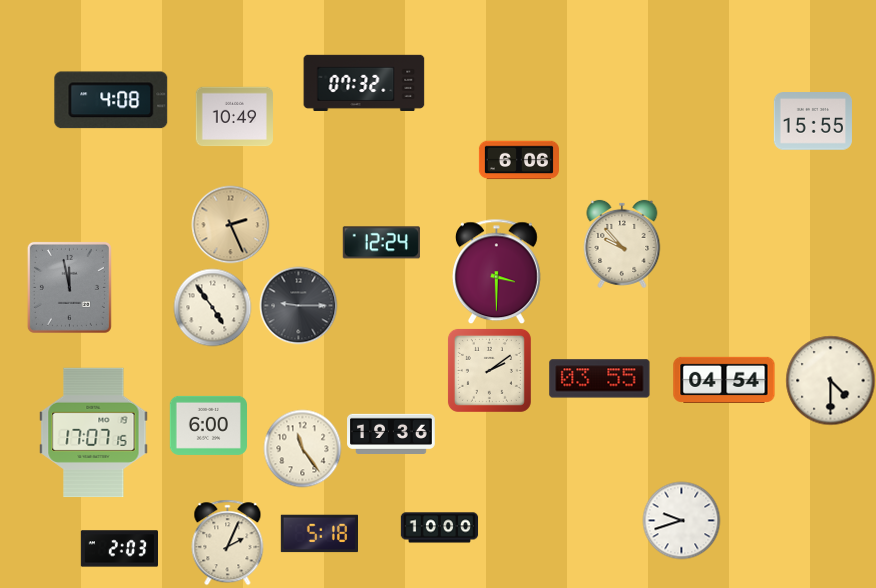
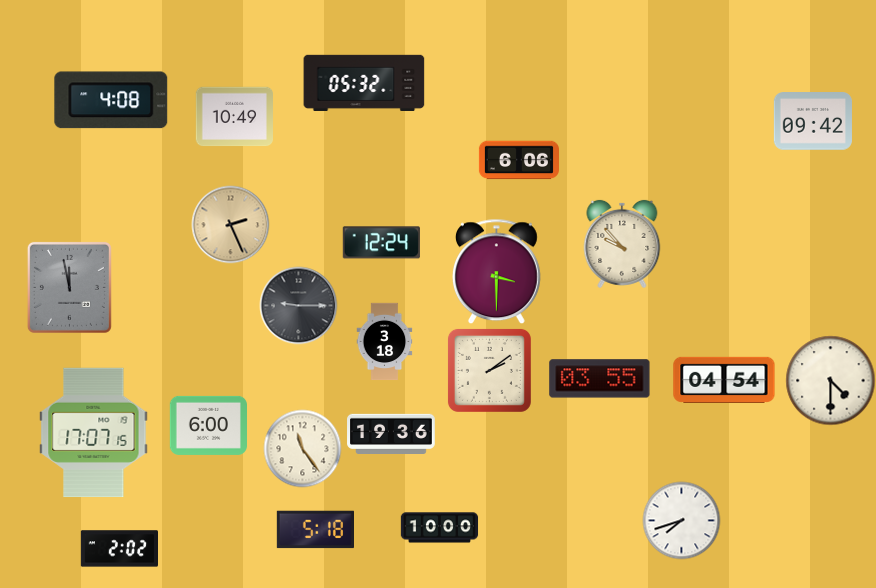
clock at (364, 83): 07:32 -> 05:32
clock at (813, 121): 15:55 -> 09:42
clock at (212, 307): 4:54 -> none
clock at (385, 341): none -> 3:18
clock at (681, 520): 9:42 -> 7:42
clock at (319, 534) position: (319, 534) -> (315, 530)
clock at (228, 542): 2:04 -> none
clock at (119, 549): 2:03 -> 2:02
